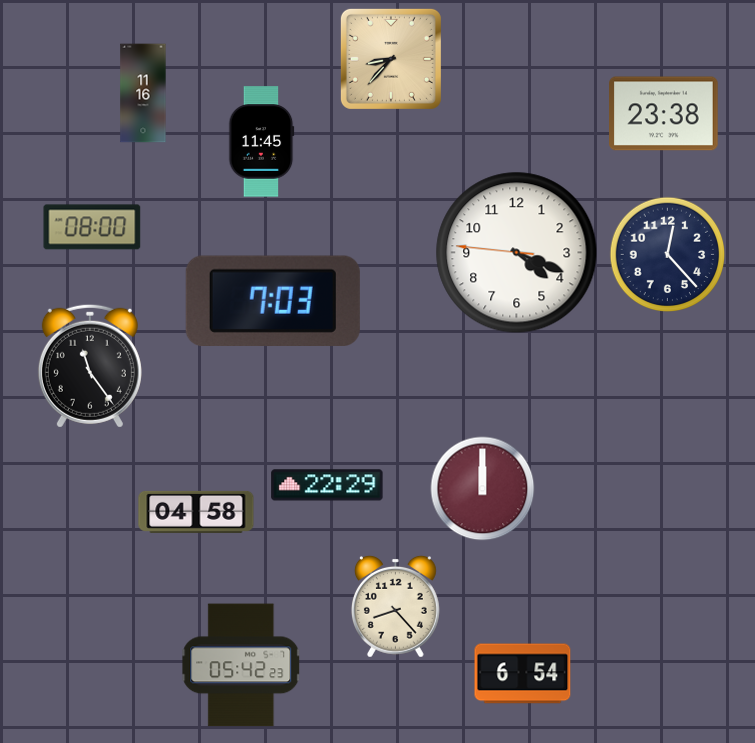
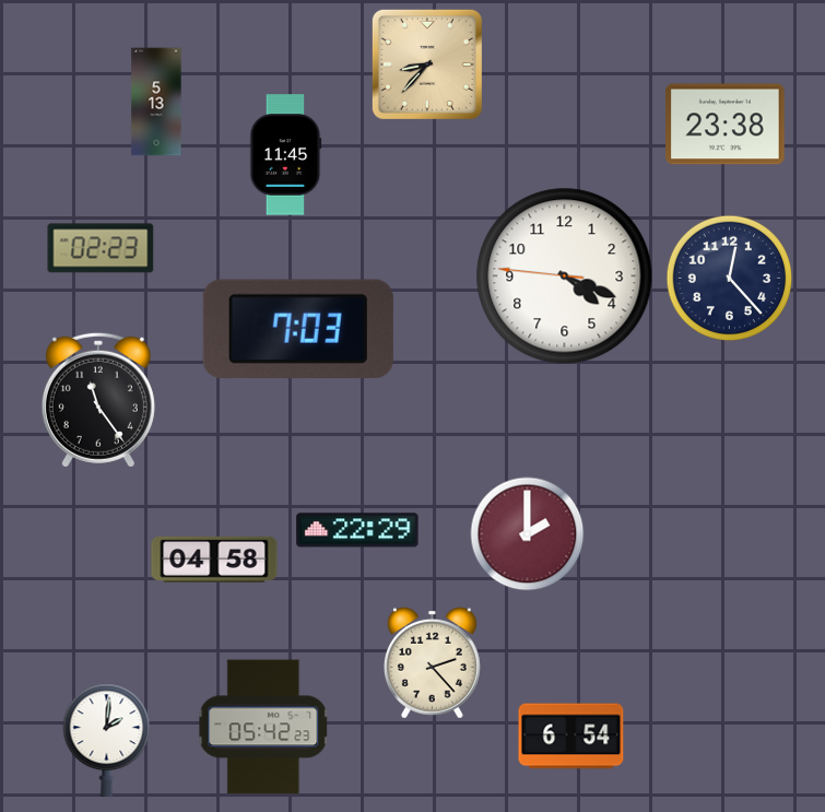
clock at (143, 93): 11:16 -> 5:13
clock at (92, 227): 08:00 -> 02:23
clock at (483, 489): 12:00 -> 2:00
clock at (395, 606): 8:23 -> 2:23
clock at (107, 740): none -> 2:01
